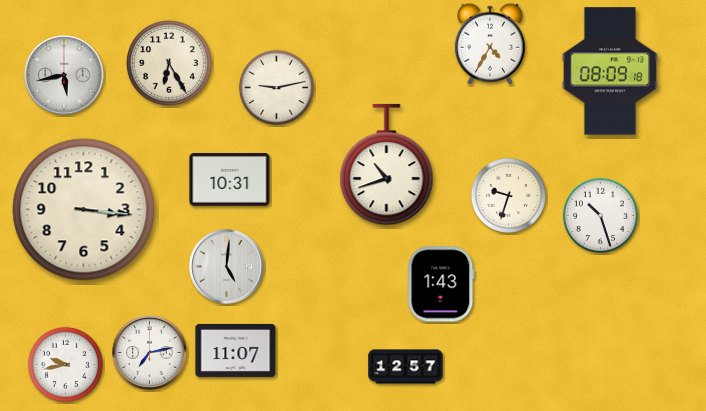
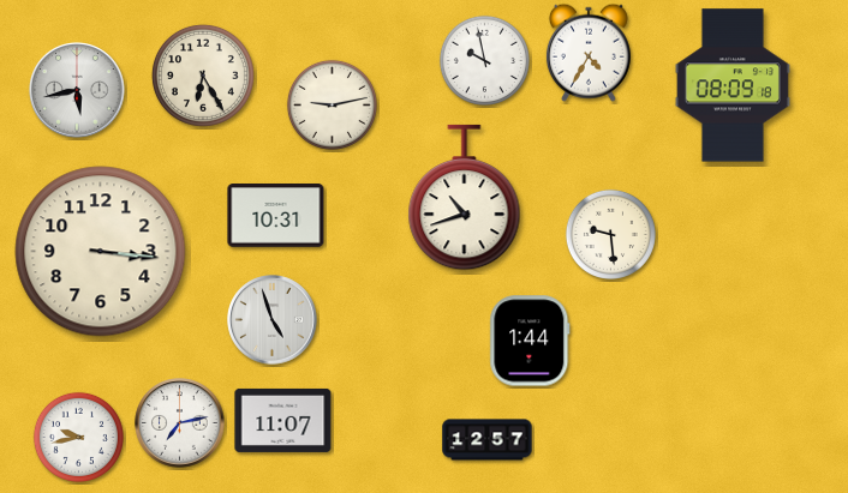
clock at (484, 60): none -> 9:58
clock at (508, 195): 9:33 -> 9:29
clock at (600, 215): 10:27 -> none
clock at (227, 267): 5:01 -> 4:57
clock at (441, 284): 1:43 -> 1:44
